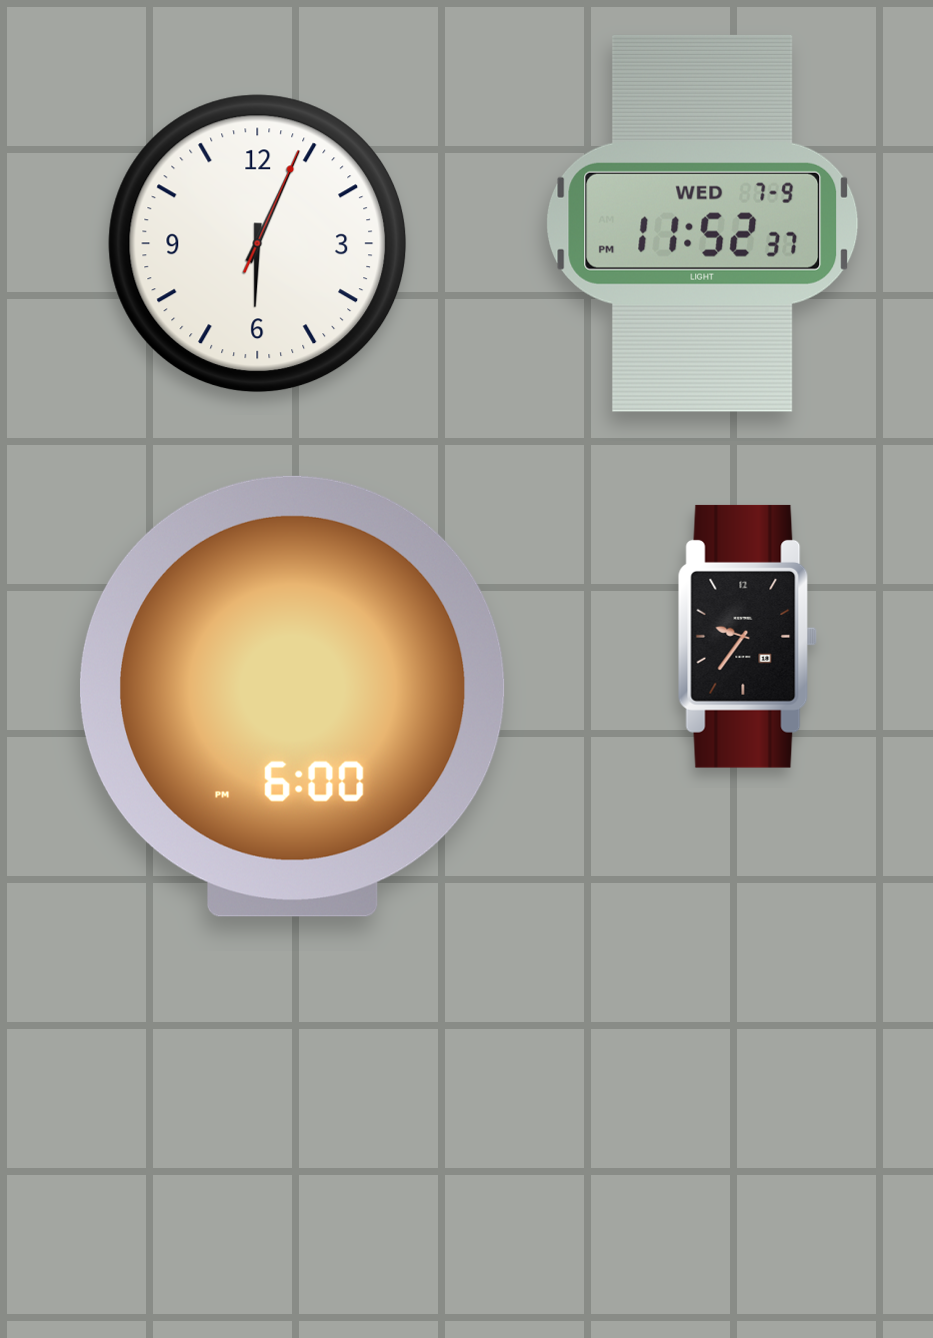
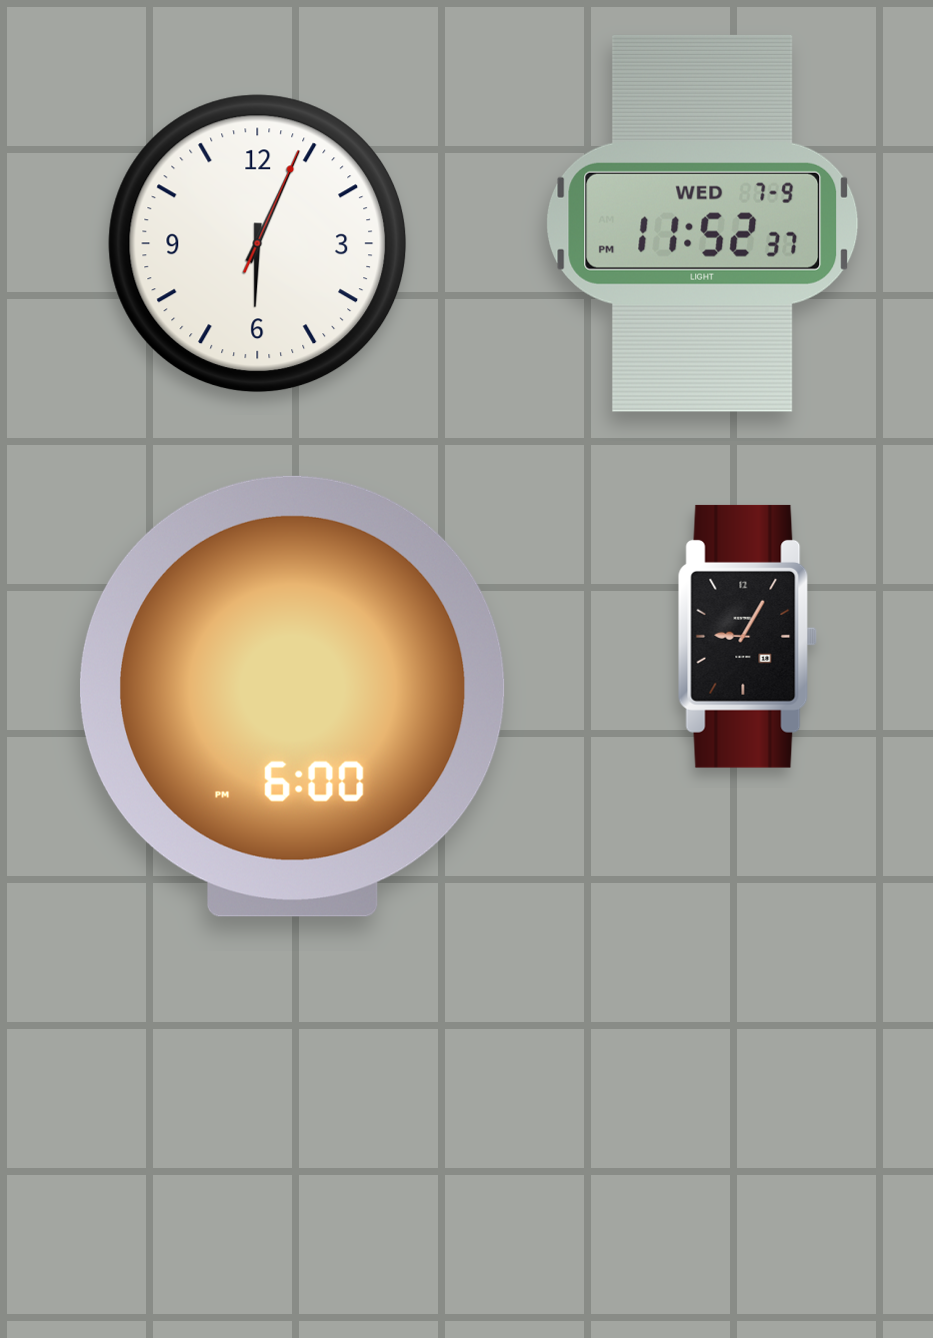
clock at (747, 636): 9:36 -> 9:05
